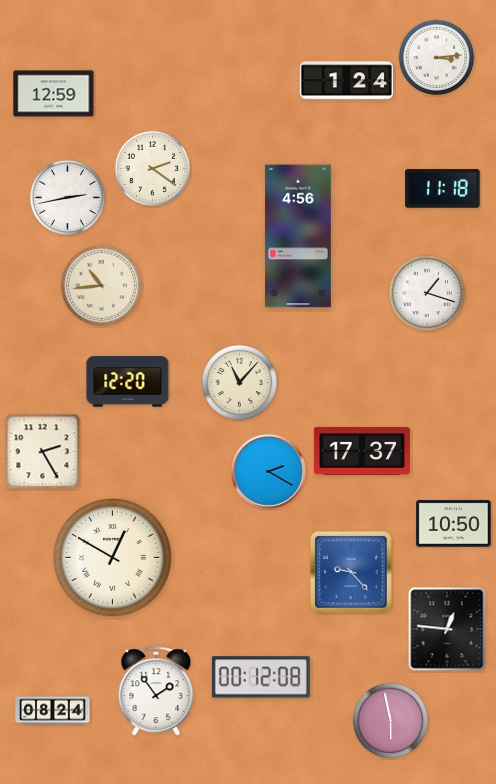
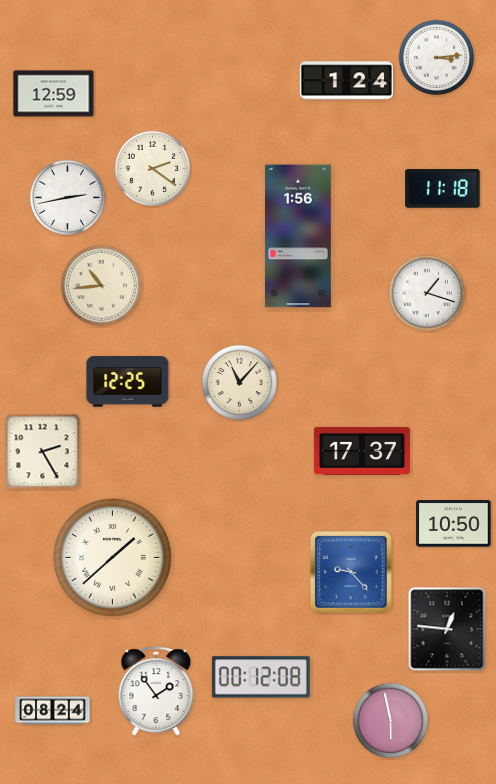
clock at (298, 236): 4:56 -> 1:56
clock at (128, 382): 12:20 -> 12:25
clock at (268, 471): 2:20 -> none
clock at (113, 558): 12:50 -> 1:38
